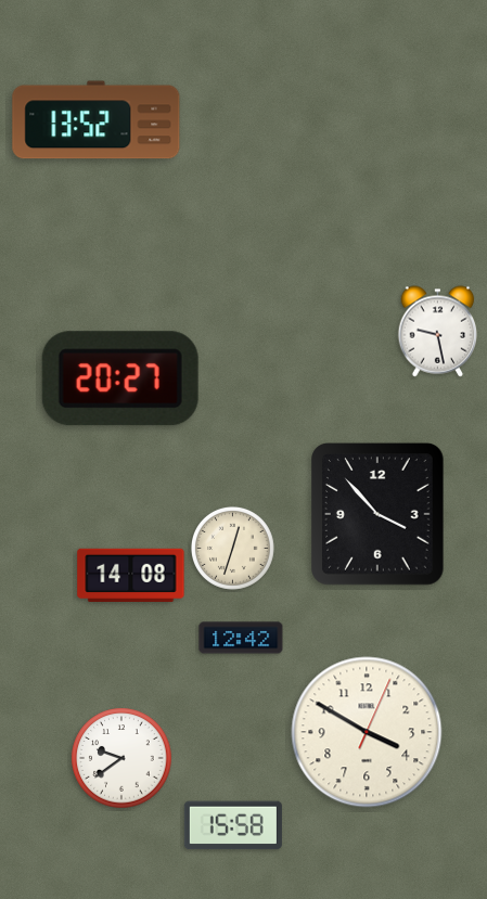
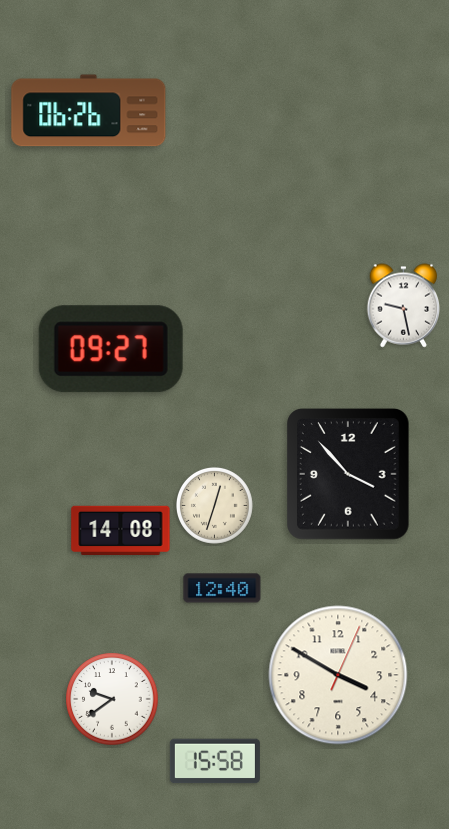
clock at (97, 120): 13:52 -> 06:26
clock at (120, 378): 20:27 -> 09:27
clock at (241, 638): 12:42 -> 12:40
